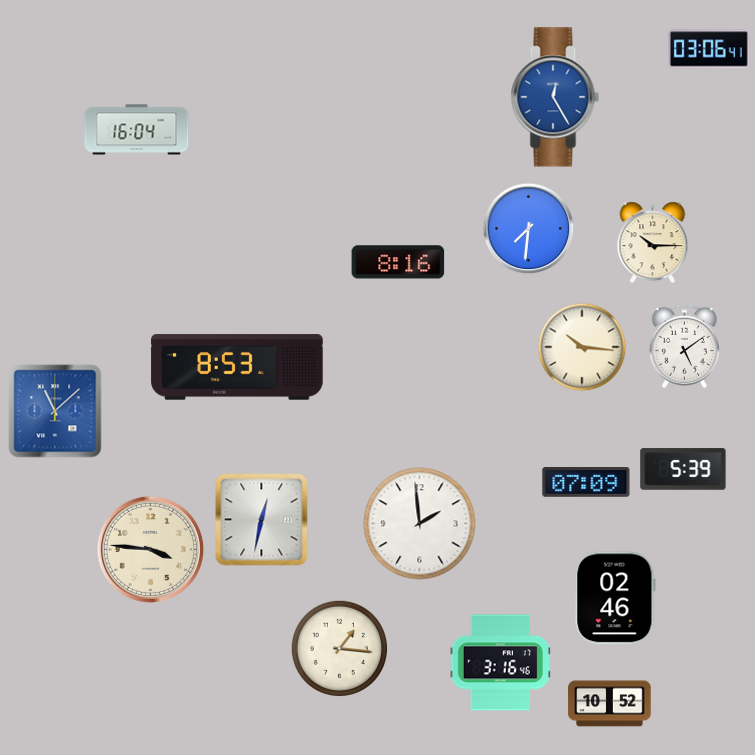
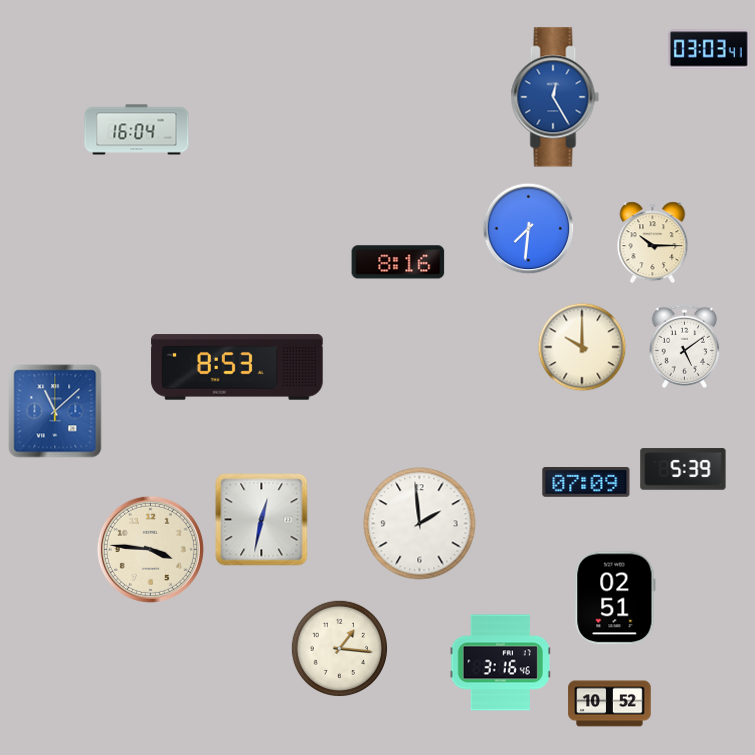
clock at (709, 49): 03:06 -> 03:03
clock at (582, 347): 10:16 -> 10:00
clock at (615, 598): 02:46 -> 02:51
